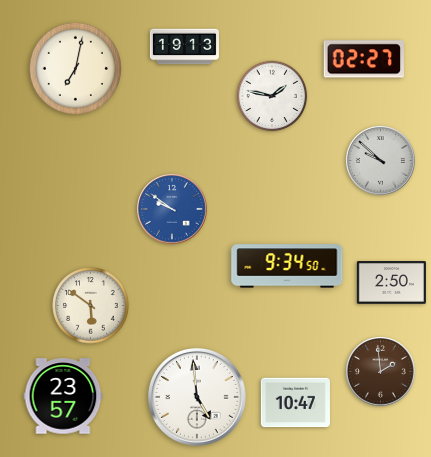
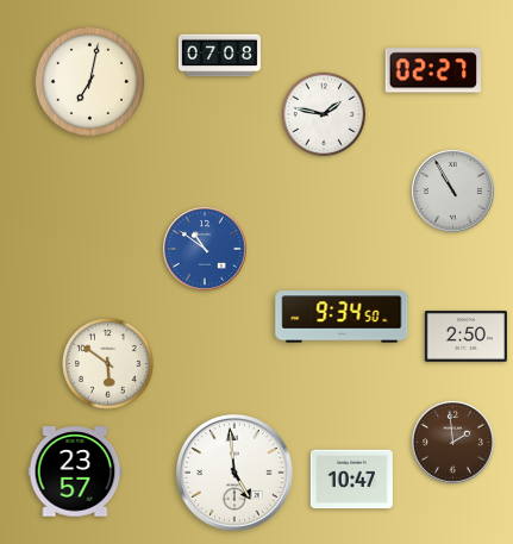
clock at (184, 47): 19:13 -> 07:08
clock at (380, 160): 9:52 -> 10:55
clock at (173, 210): 9:51 -> 10:51
